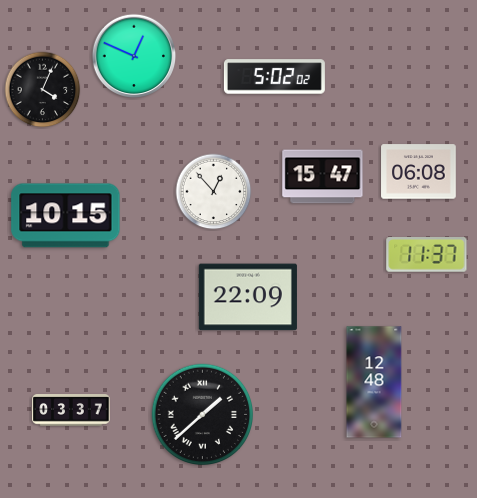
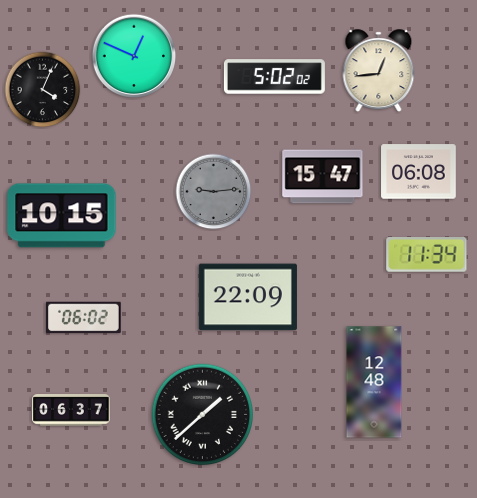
clock at (379, 70): none -> 12:44
clock at (214, 192): 12:53 -> 9:14
clock at (214, 192) dial: white -> grey
clock at (66, 216) position: (66, 216) -> (62, 216)
clock at (427, 255): 11:37 -> 11:34
clock at (84, 318): none -> 06:02
clock at (71, 410): 03:37 -> 06:37
